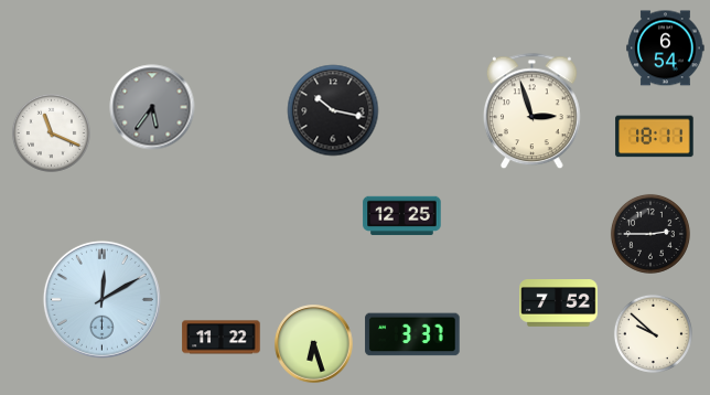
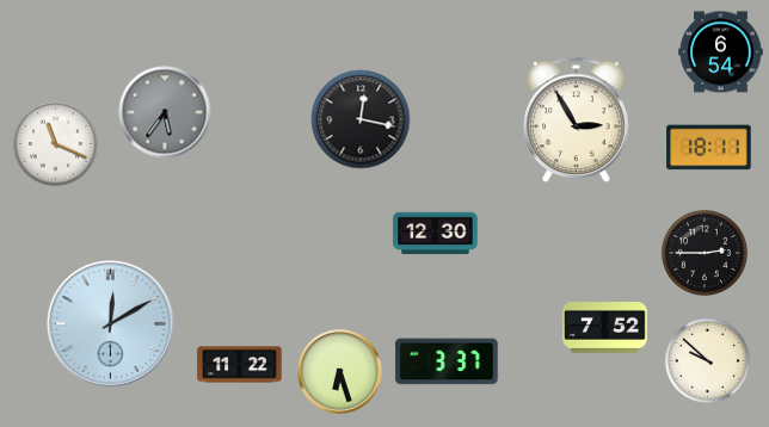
clock at (152, 107) position: (152, 107) -> (165, 112)
clock at (333, 110): 10:17 -> 12:17
clock at (531, 111): 2:57 -> 2:55
clock at (402, 216): 12:25 -> 12:30
